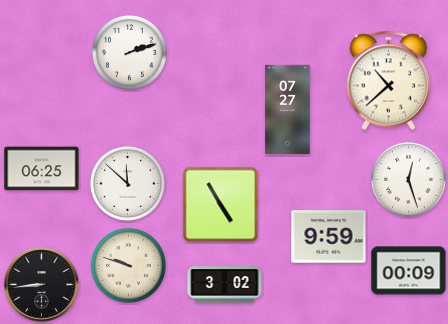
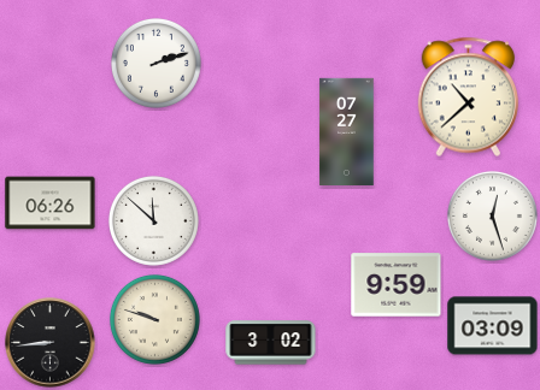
clock at (42, 169): 06:25 -> 06:26
clock at (221, 205): 4:55 -> none
clock at (409, 271): 00:09 -> 03:09
